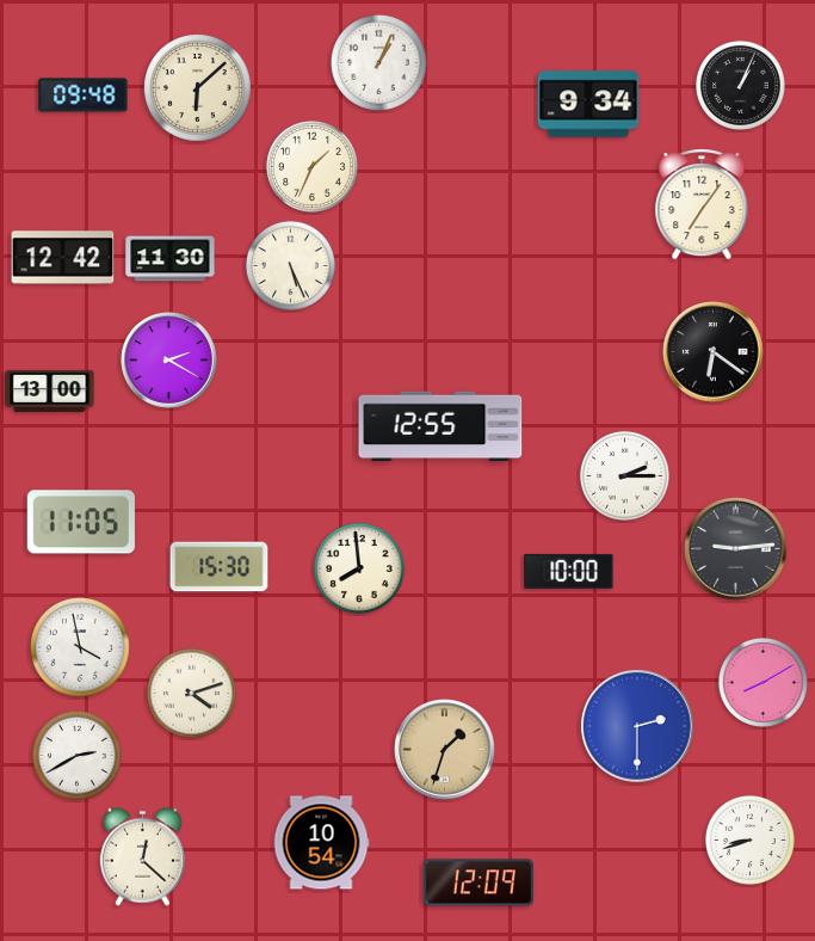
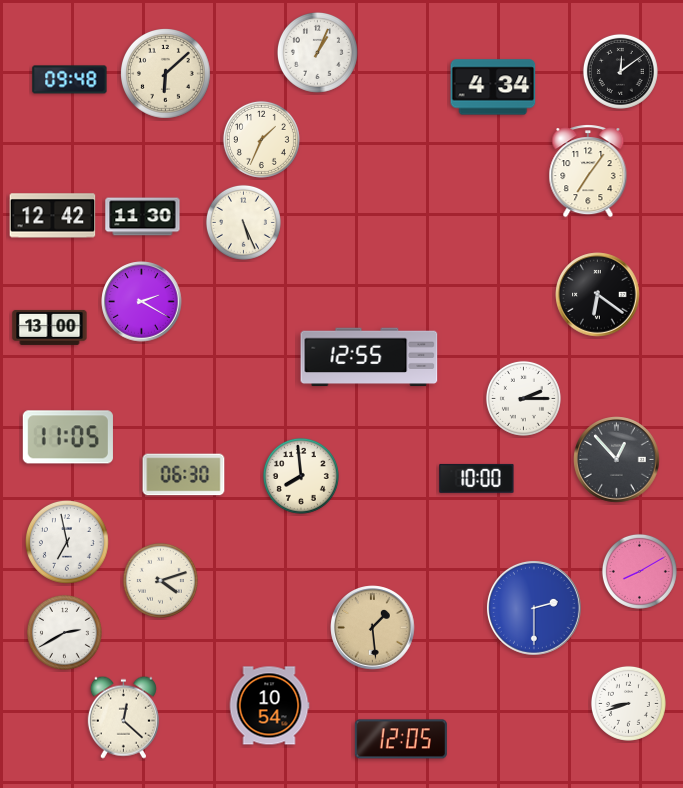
clock at (740, 85): 1:04 -> 12:09
clock at (588, 104): 9:34 -> 4:34
clock at (50, 390) position: (50, 390) -> (50, 327)
clock at (736, 549): 9:14 -> 12:53
clock at (220, 567): 15:30 -> 06:30
clock at (80, 647): 3:58 -> 6:58
clock at (445, 750): 1:33 -> 1:29
clock at (142, 856) position: (142, 856) -> (123, 717)
clock at (478, 882): 12:09 -> 12:05
